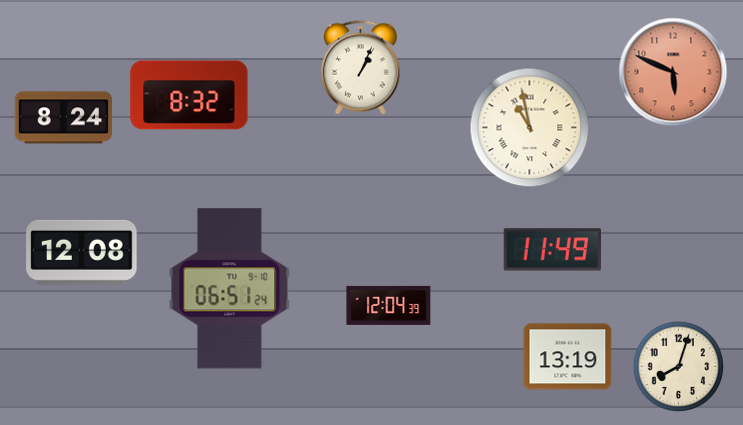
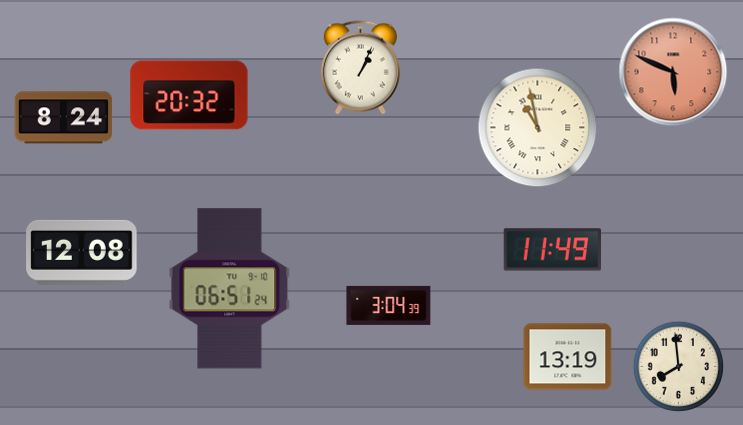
clock at (189, 95): 8:32 -> 20:32
clock at (530, 128) position: (530, 128) -> (538, 128)
clock at (389, 305): 12:04 -> 3:04
clock at (678, 366): 8:03 -> 7:59
